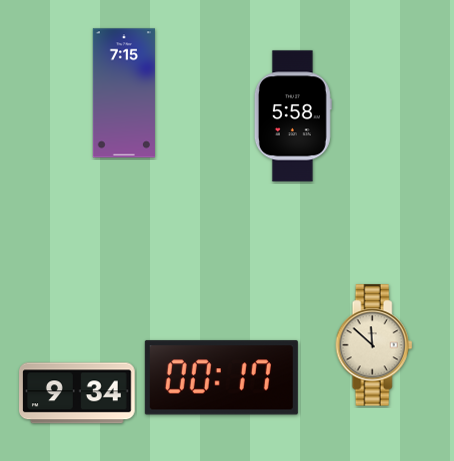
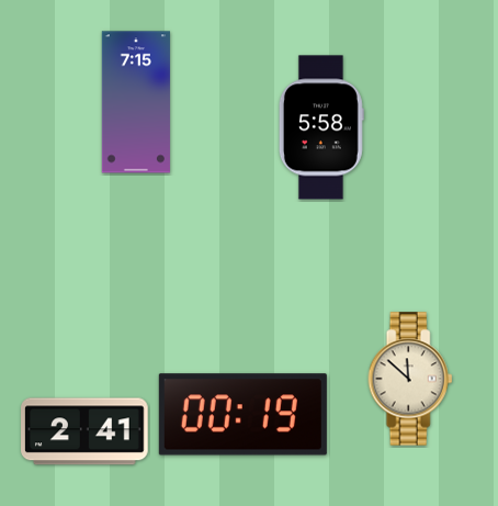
clock at (221, 378): 00:17 -> 00:19
clock at (78, 393): 9:34 -> 2:41
